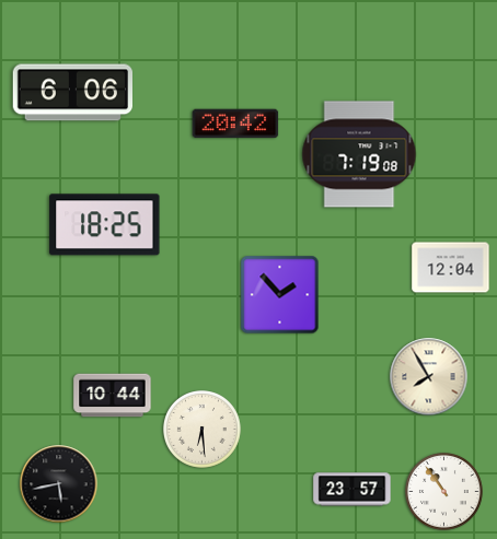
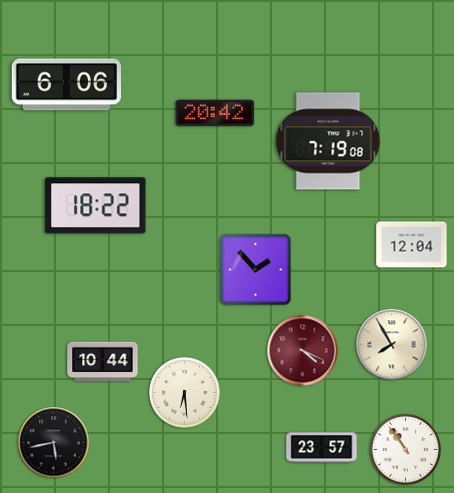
clock at (105, 225): 18:25 -> 18:22
clock at (303, 351): none -> 4:19
